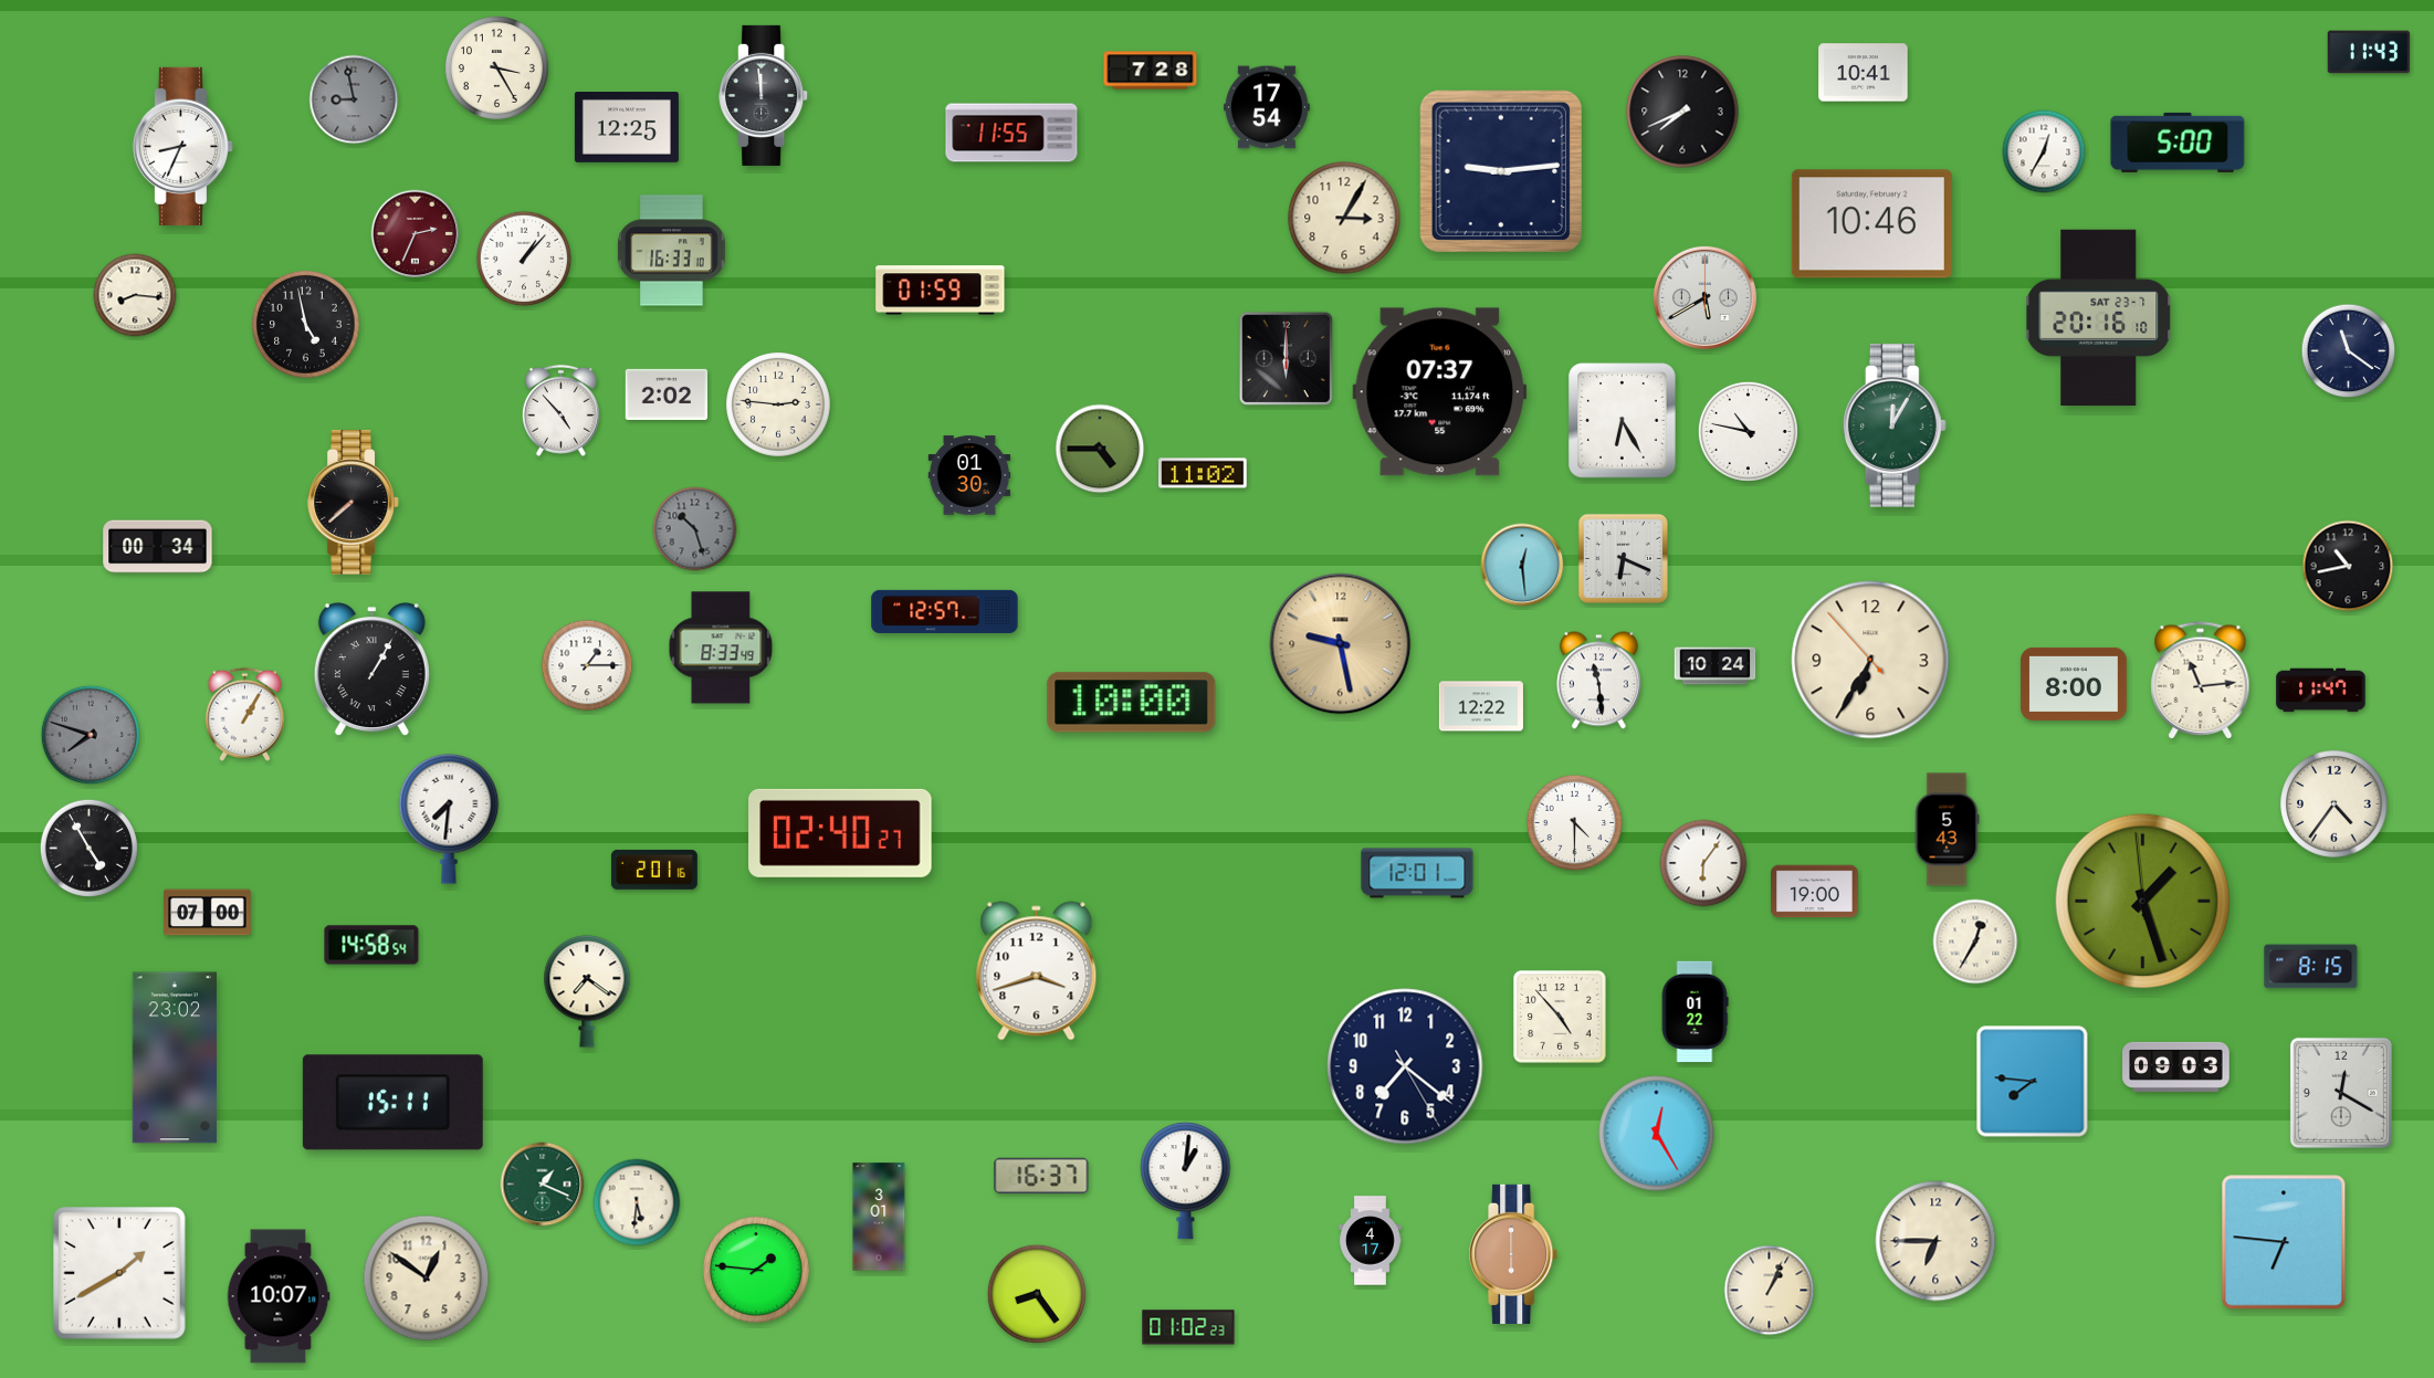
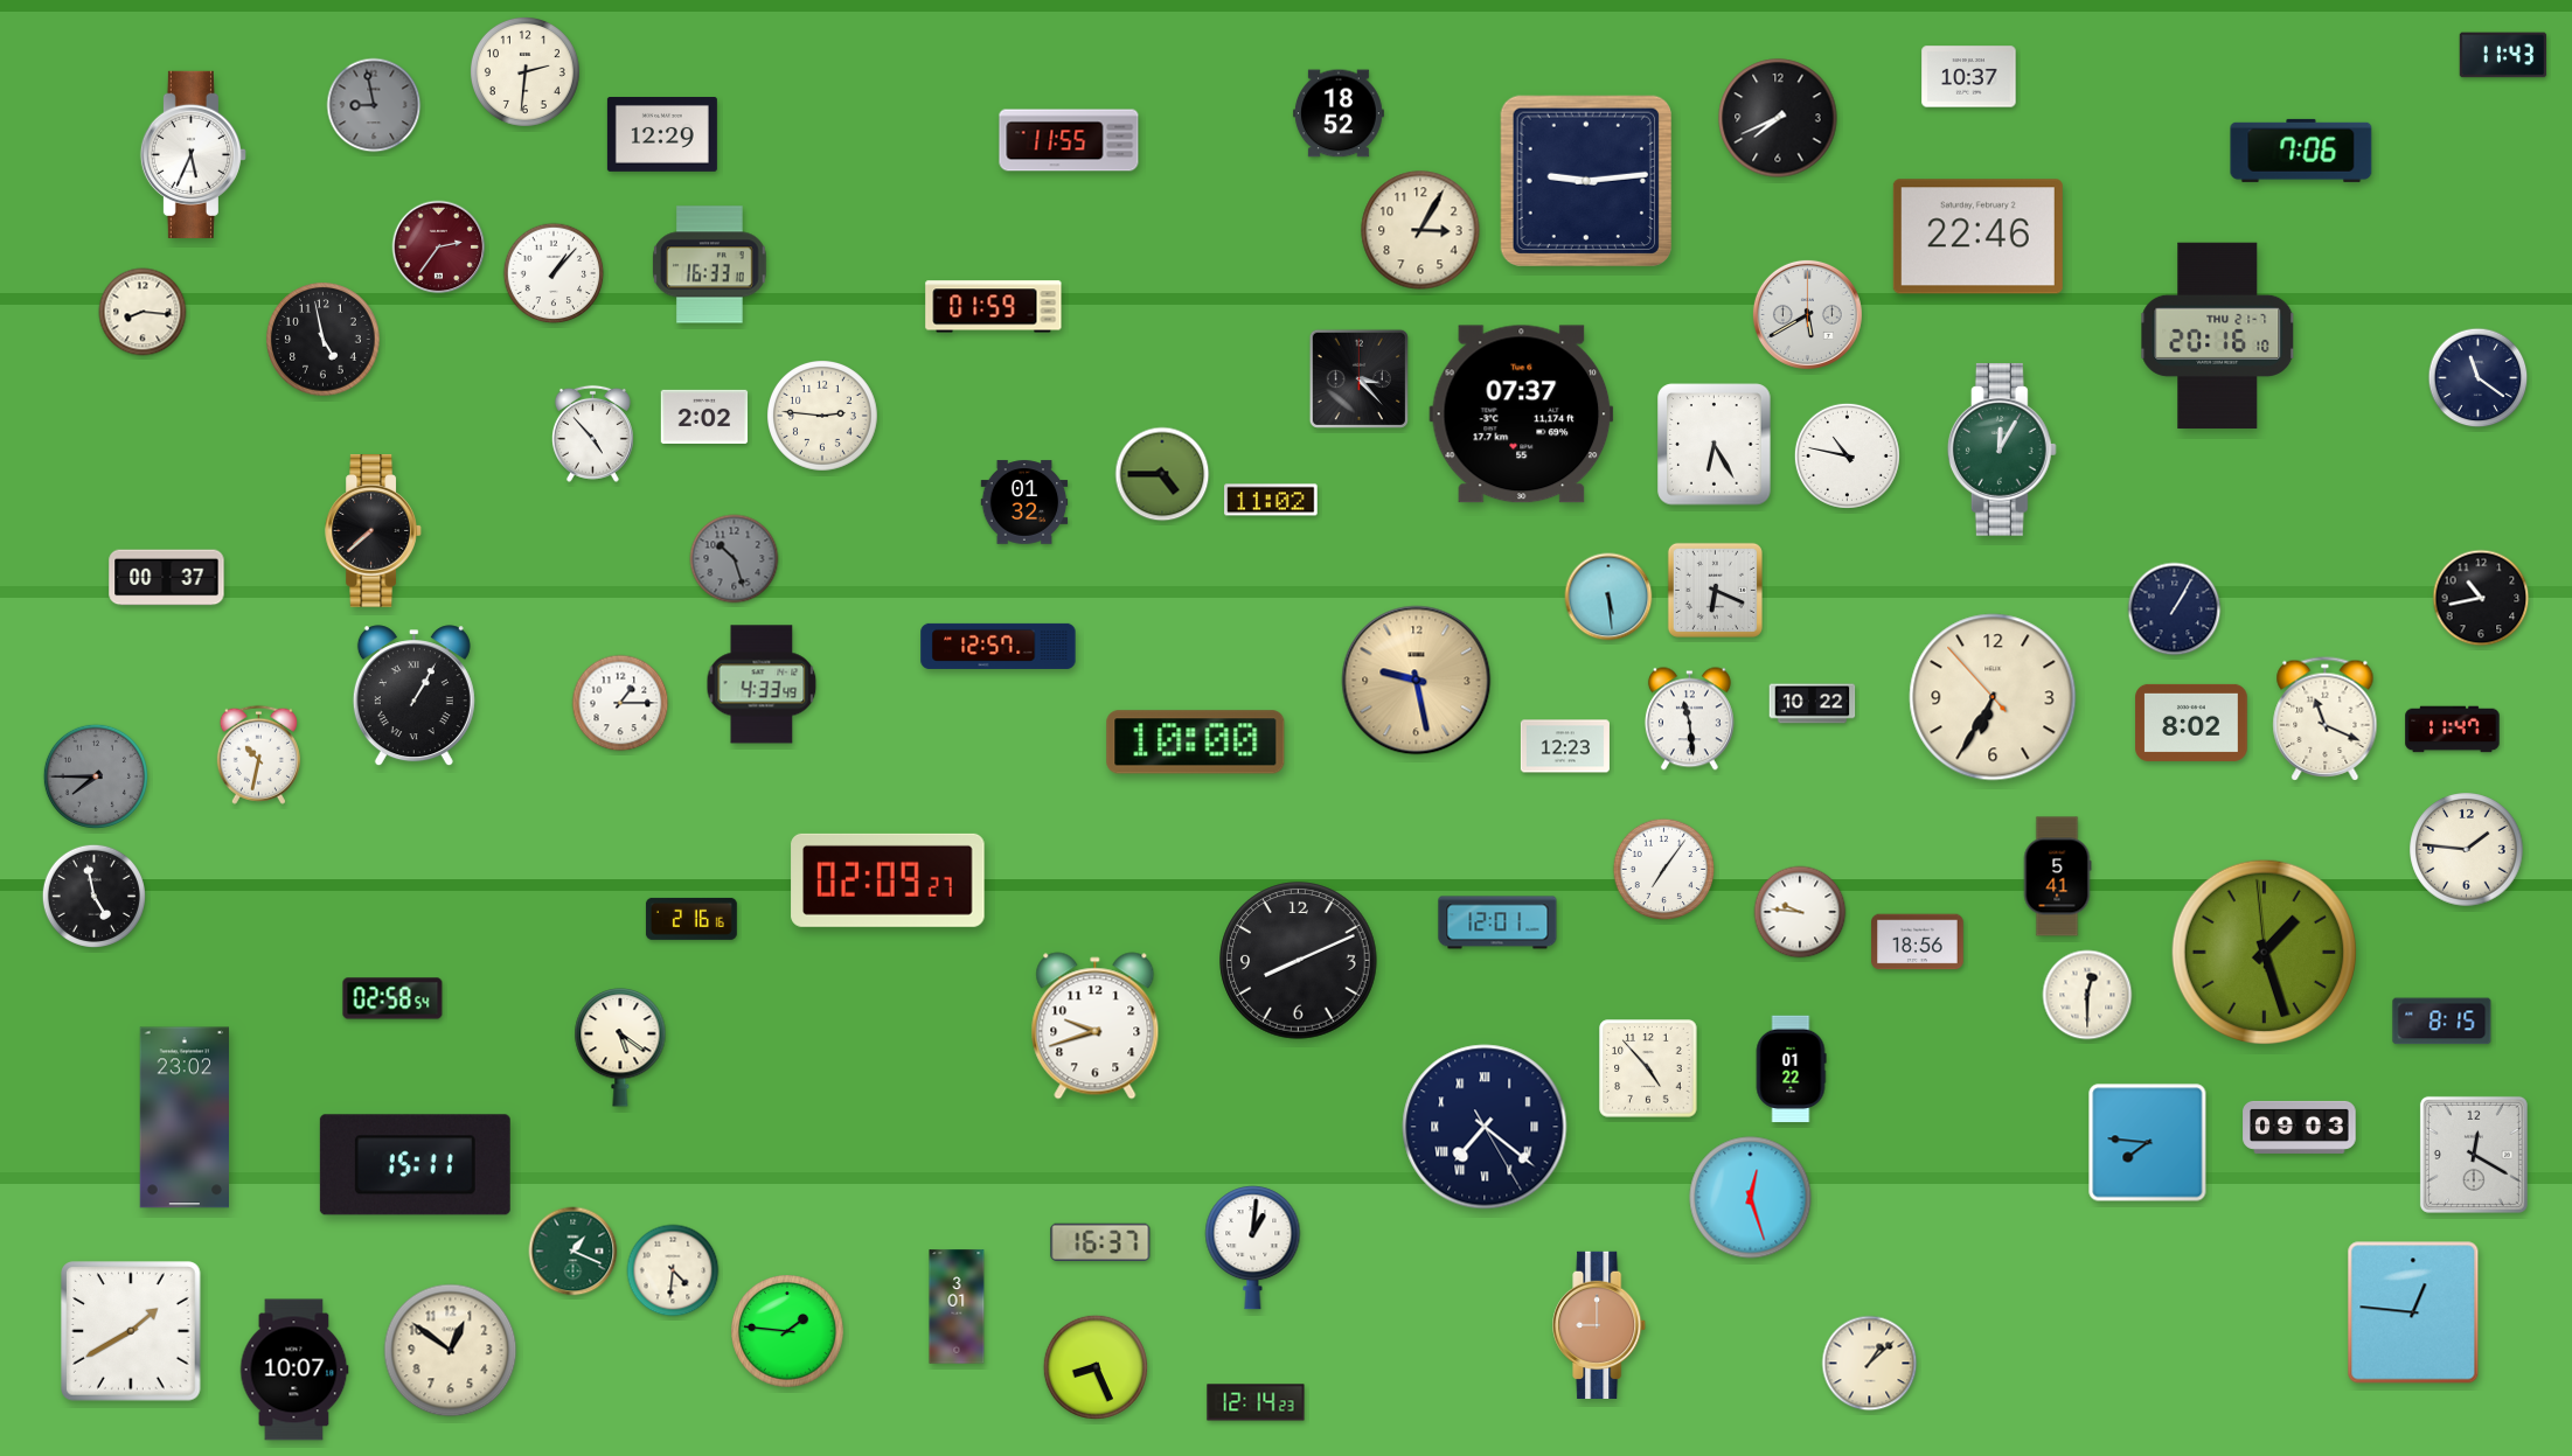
clock at (496, 67): 3:25 -> 2:31
clock at (1151, 71): 7:28 -> none
clock at (1864, 73): 10:41 -> 10:37
clock at (764, 95): 11:59 -> none
clock at (1267, 107): 17:54 -> 18:52
clock at (627, 128): 12:25 -> 12:29
clock at (2178, 143): 5:00 -> 7:06
clock at (182, 146): 8:34 -> 5:34
clock at (2044, 151): 12:35 -> none
clock at (1871, 224): 10:46 -> 22:46
clock at (416, 234): 2:34 -> 2:36
clock at (1704, 297) position: (1704, 297) -> (1807, 314)
clock at (2099, 318) date: SAT 23-7 -> THU 21-7
clock at (306, 325) position: (306, 325) -> (324, 340)
clock at (2349, 351) position: (2349, 351) -> (2479, 378)
clock at (1286, 358): 6:00 -> 3:23
clock at (779, 406) position: (779, 406) -> (823, 417)
clock at (969, 475): 01:30 -> 01:32
clock at (158, 547): 00:34 -> 00:37
clock at (1522, 565): 12:29 -> 5:29
clock at (2175, 609): none -> 1:05
clock at (721, 648): 8:33 -> 4:33
clock at (1870, 660) position: (1870, 660) -> (1993, 697)
clock at (1716, 666): 10:24 -> 10:22
clock at (371, 670) position: (371, 670) -> (413, 696)
clock at (2201, 681): 11:14 -> 11:19
clock at (2074, 684): 8:00 -> 8:02
clock at (1481, 706): 12:22 -> 12:23
clock at (244, 714): 1:05 -> 10:32
clock at (91, 735): 7:48 -> 7:45
clock at (2335, 804): 4:36 -> 1:46
clock at (449, 819): 7:31 -> none
clock at (1575, 823): 4:30 -> 7:06
clock at (1947, 830): 5:43 -> 5:41
clock at (840, 833): 02:40 -> 02:09
clock at (88, 848): 4:55 -> 4:58
clock at (1703, 863): 6:06 -> 9:46
clock at (654, 870): 2:01 -> 2:16
clock at (1815, 892): 19:00 -> 18:56
clock at (1299, 961): none -> 8:11
clock at (208, 913): 07:00 -> none
clock at (1975, 942): 12:35 -> 12:30
clock at (371, 945): 14:58 -> 02:58
clock at (1037, 971): 3:42 -> 9:42
clock at (587, 991): 7:21 -> 5:21
clock at (1560, 1017) position: (1560, 1017) -> (1648, 1068)
clock at (1405, 1066) numerals: Arabic -> Roman
clock at (1657, 1134): 12:25 -> 12:27
clock at (637, 1202): 5:31 -> 4:31
clock at (879, 1217) position: (879, 1217) -> (957, 1307)
clock at (1371, 1241): 4:17 -> none
clock at (1935, 1241): 6:45 -> none
clock at (2284, 1242): 6:46 -> 12:46
clock at (1514, 1254): 6:00 -> 9:00
clock at (756, 1270) position: (756, 1270) -> (787, 1331)
clock at (119, 1273) position: (119, 1273) -> (131, 1331)
clock at (1770, 1291): 1:04 -> 1:08
clock at (1037, 1294): 8:24 -> 8:26
clock at (1188, 1327): 01:02 -> 12:14
